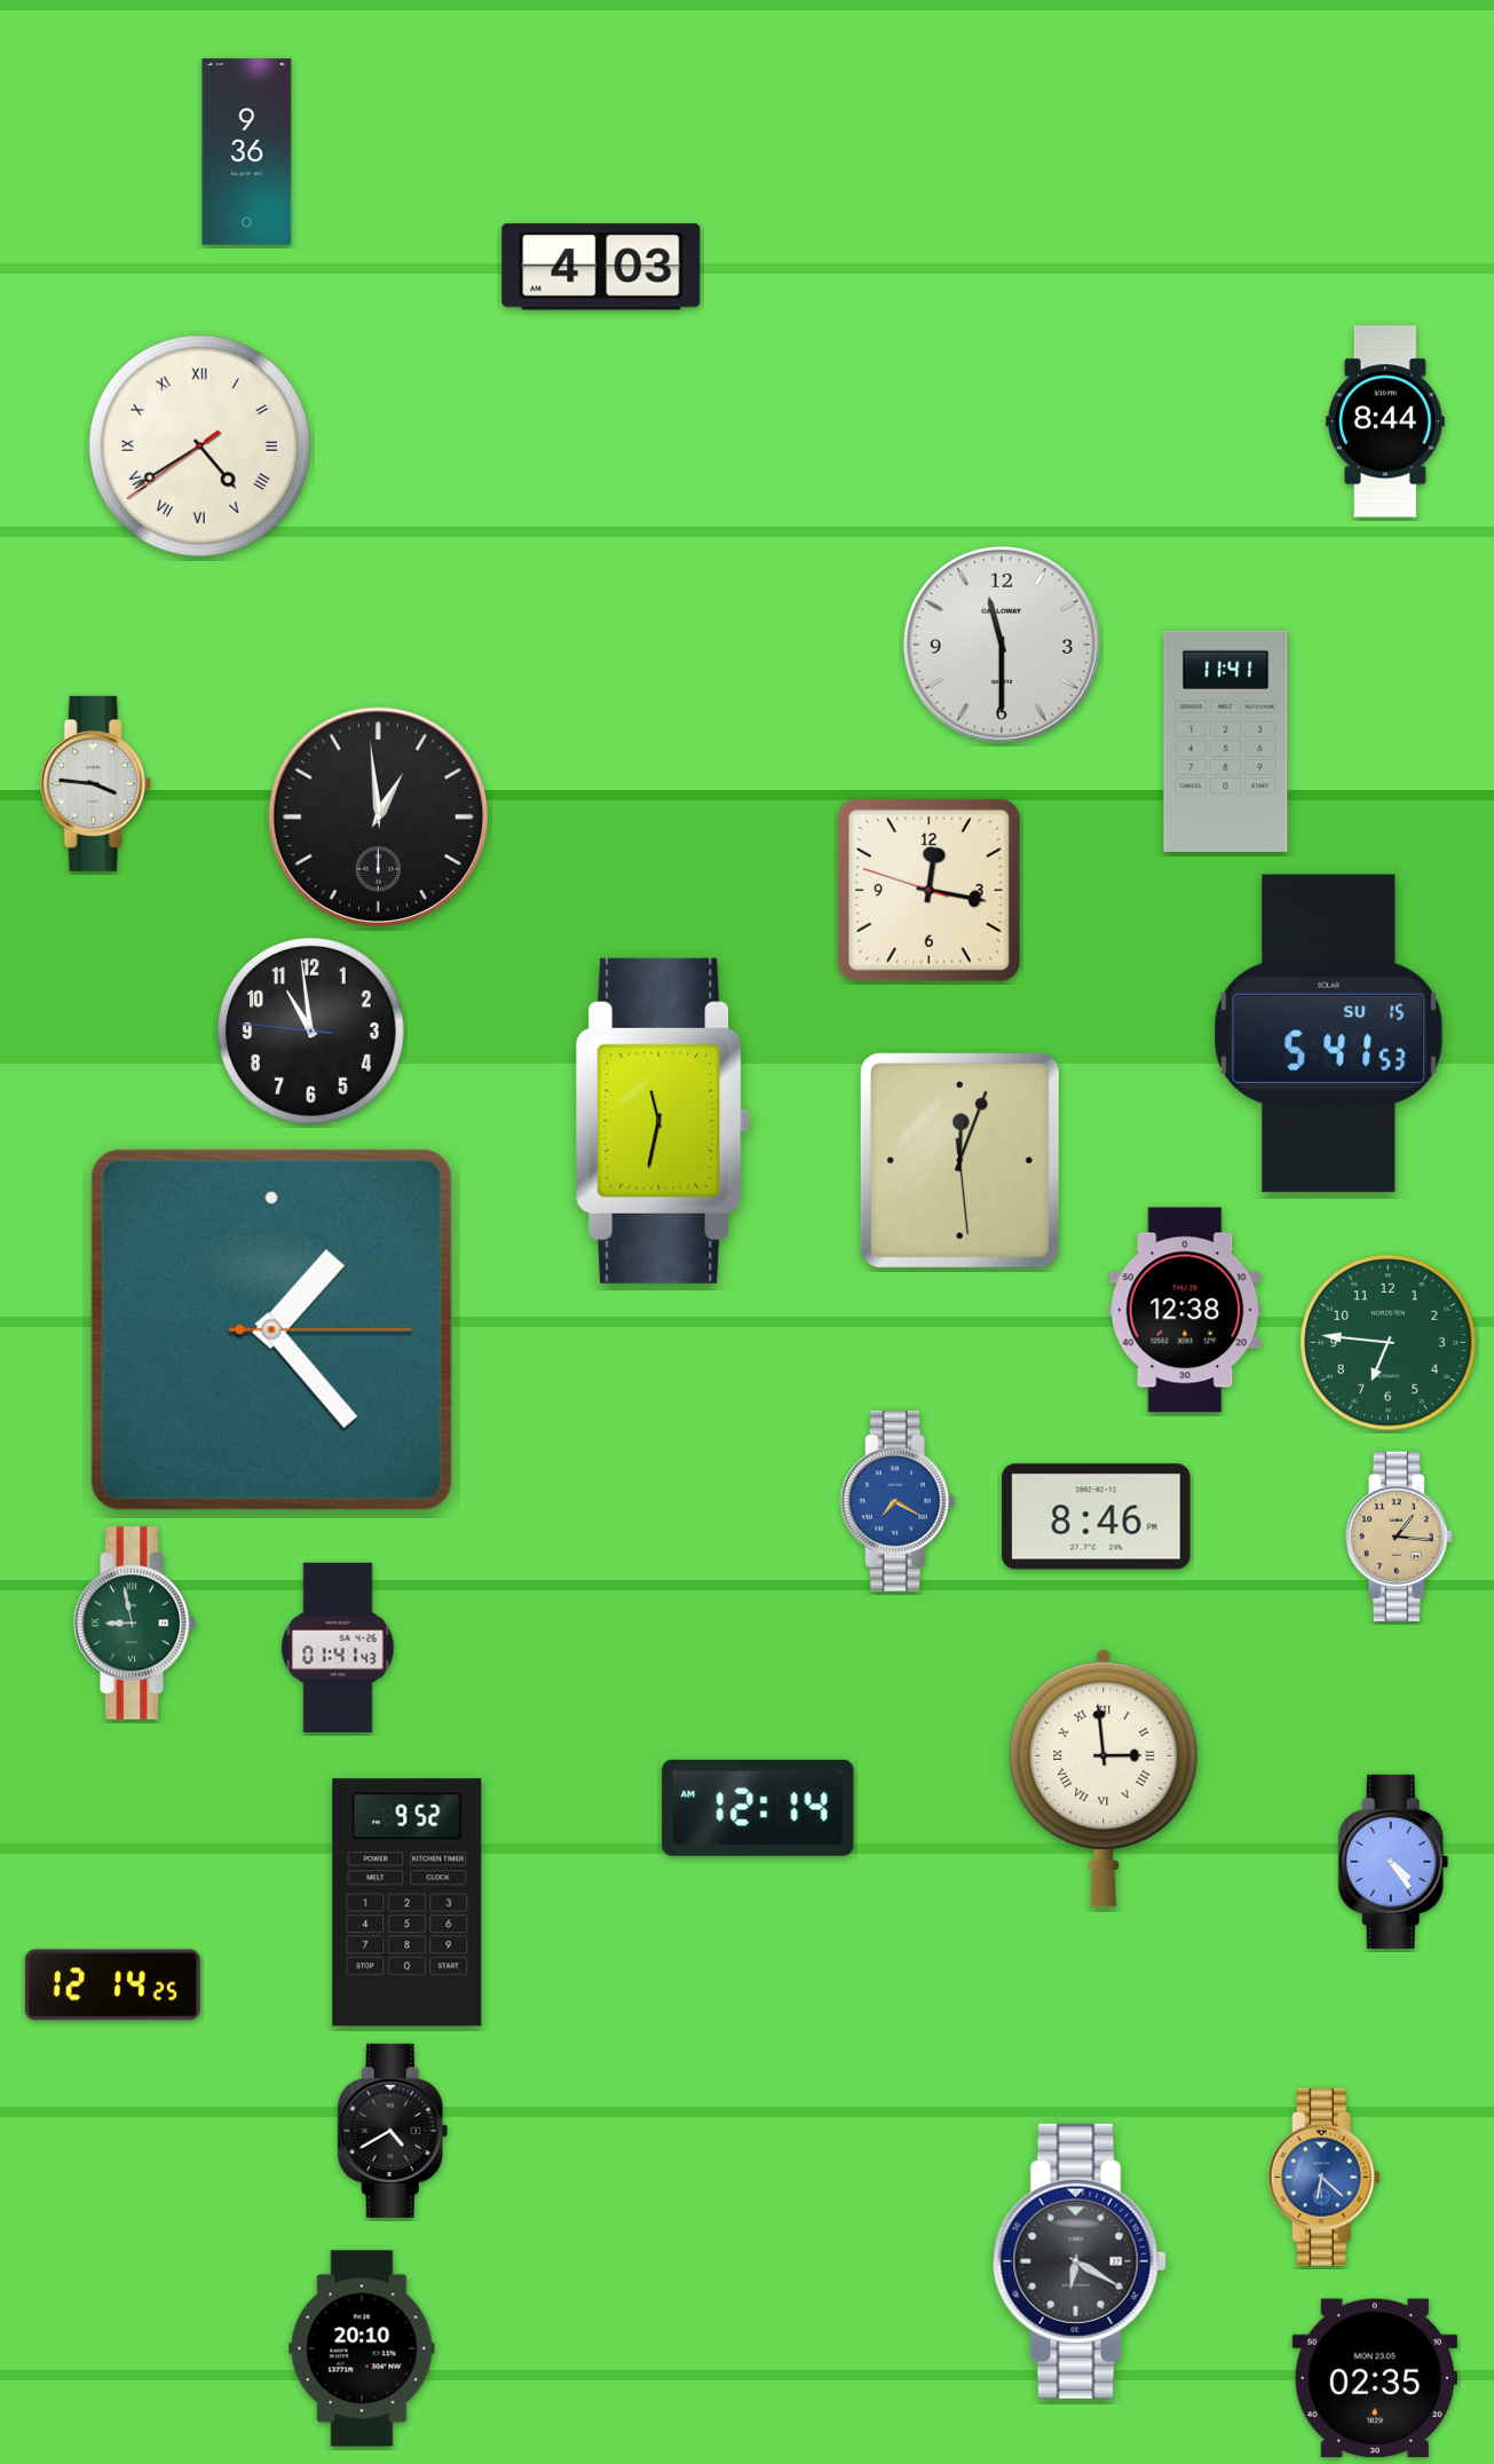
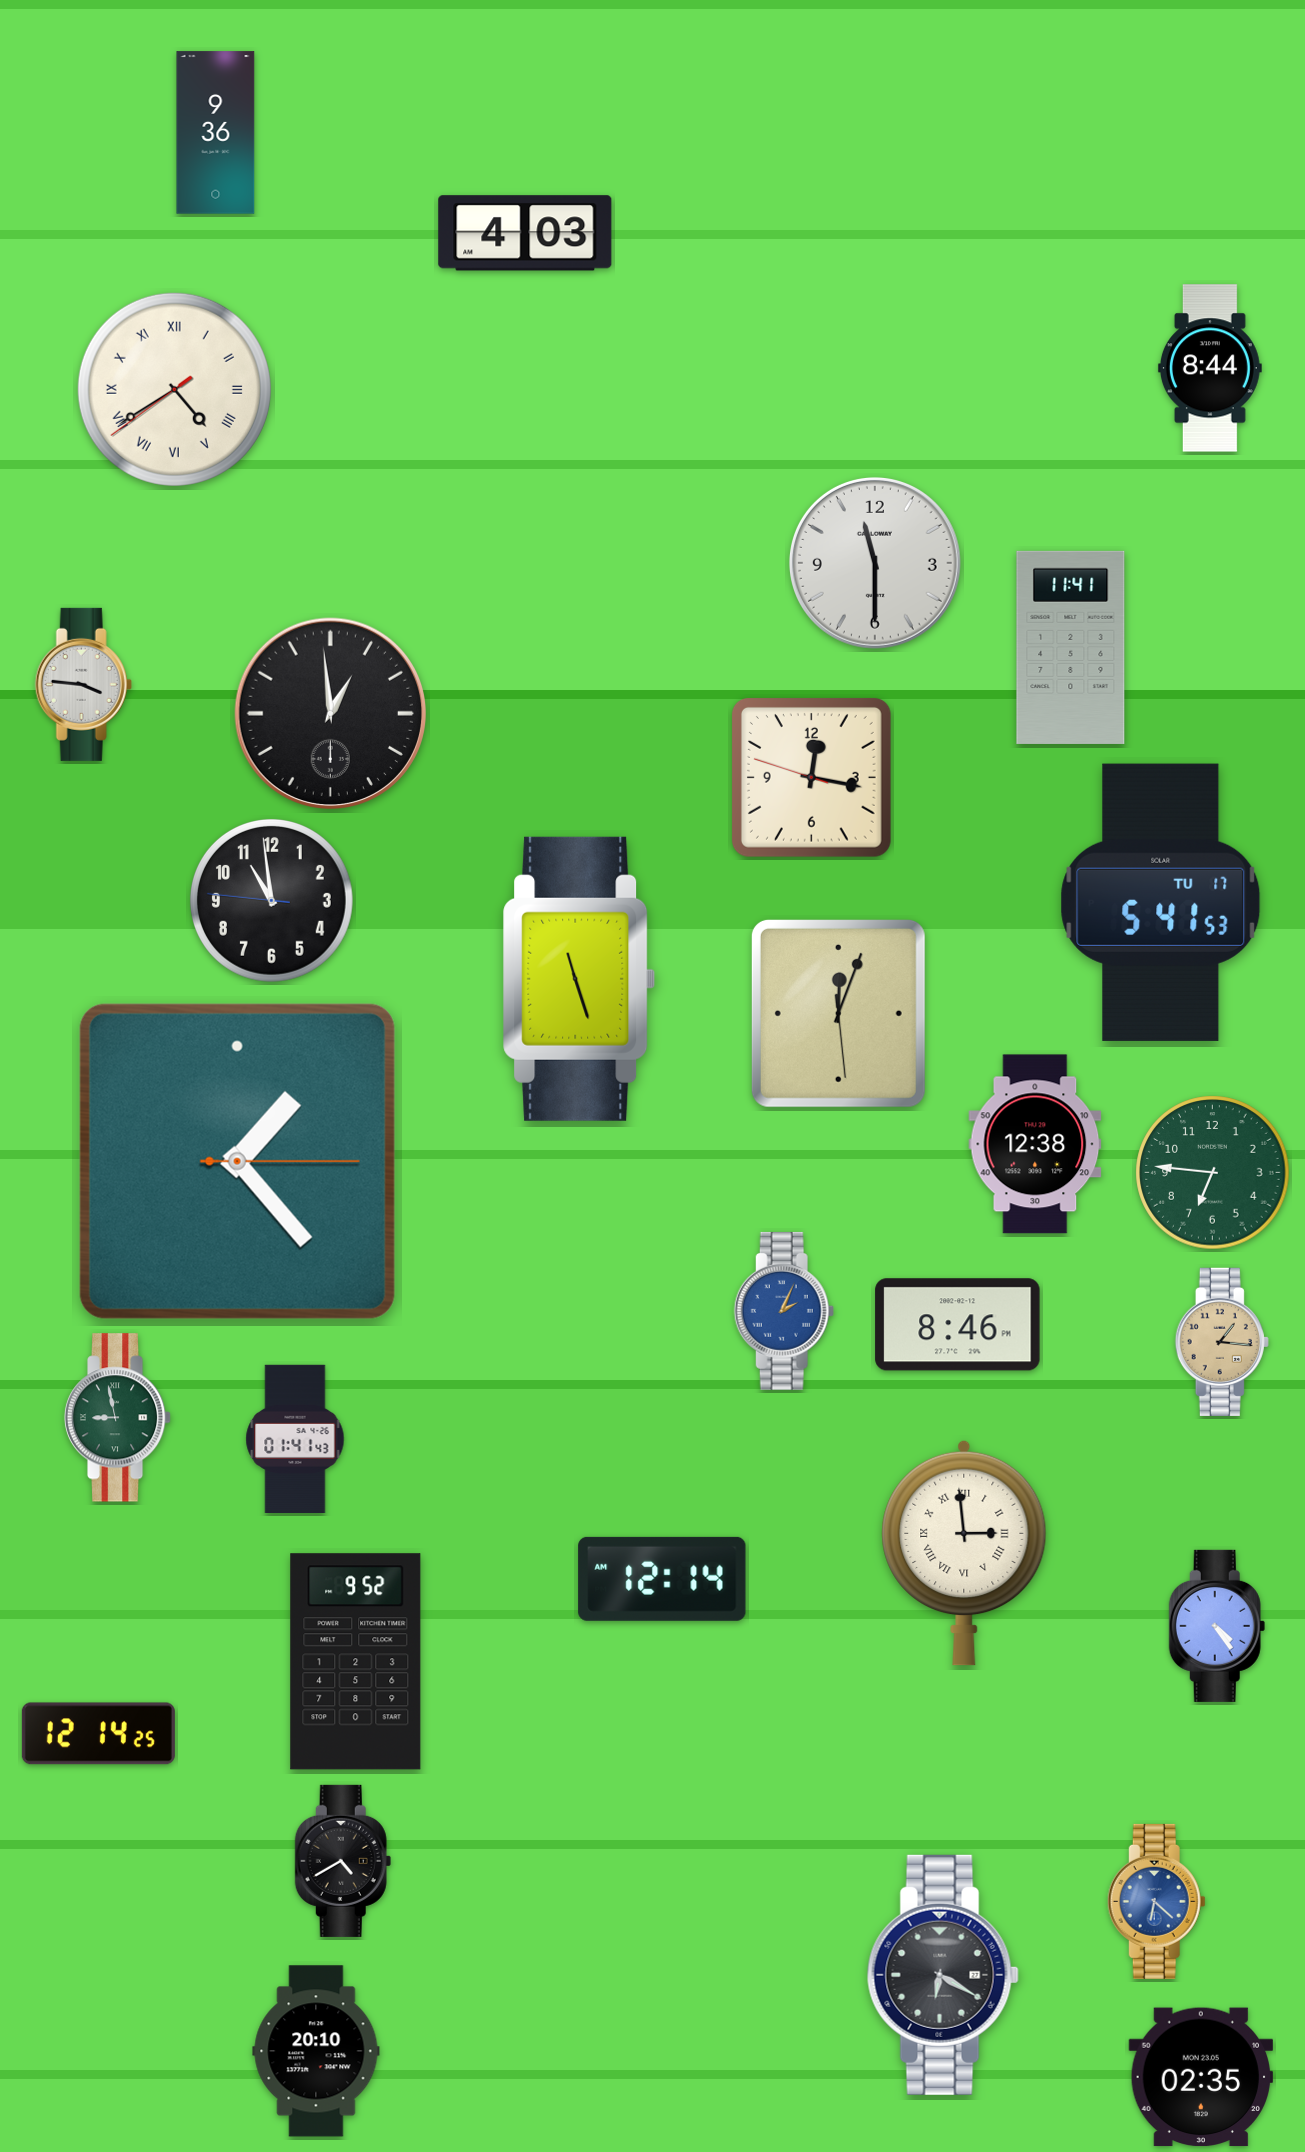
clock at (1329, 1033) date: SU 15 -> TU 17
clock at (663, 1121): 11:32 -> 11:27
clock at (898, 1501): 7:20 -> 2:04
